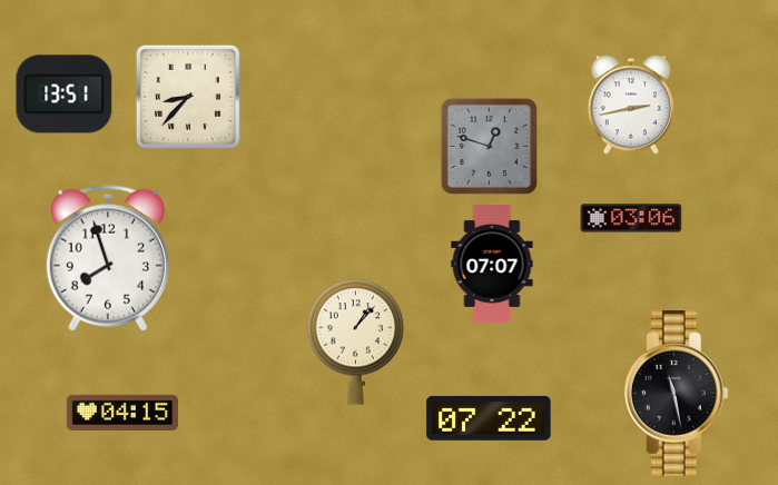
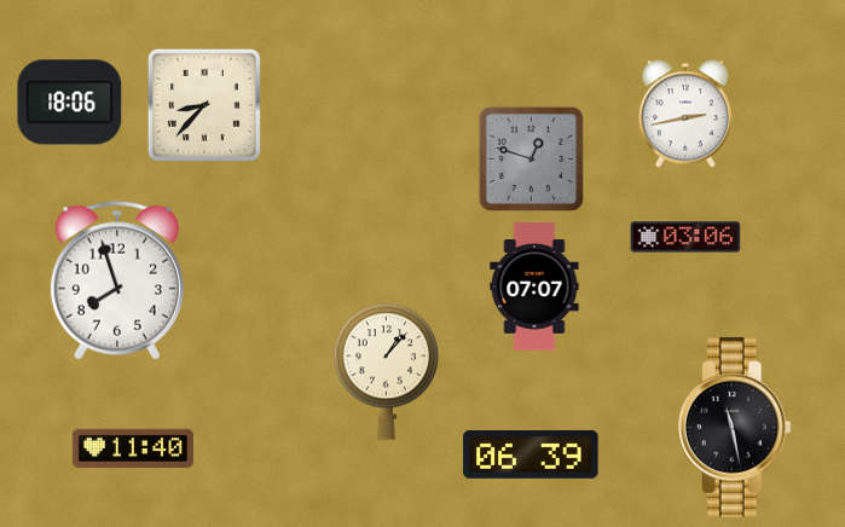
clock at (65, 95): 13:51 -> 18:06
clock at (122, 413): 04:15 -> 11:40
clock at (489, 418): 07:22 -> 06:39
